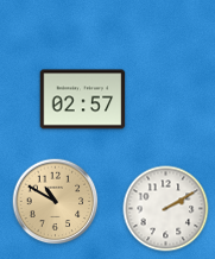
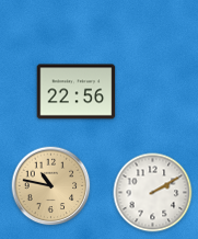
clock at (83, 100): 02:57 -> 22:56
clock at (56, 202): 10:50 -> 10:47
